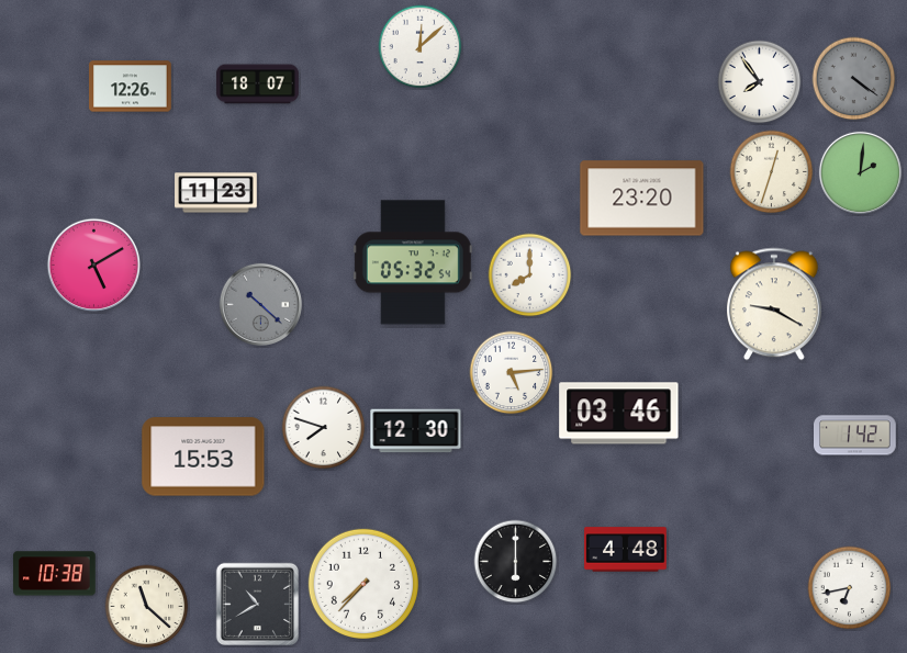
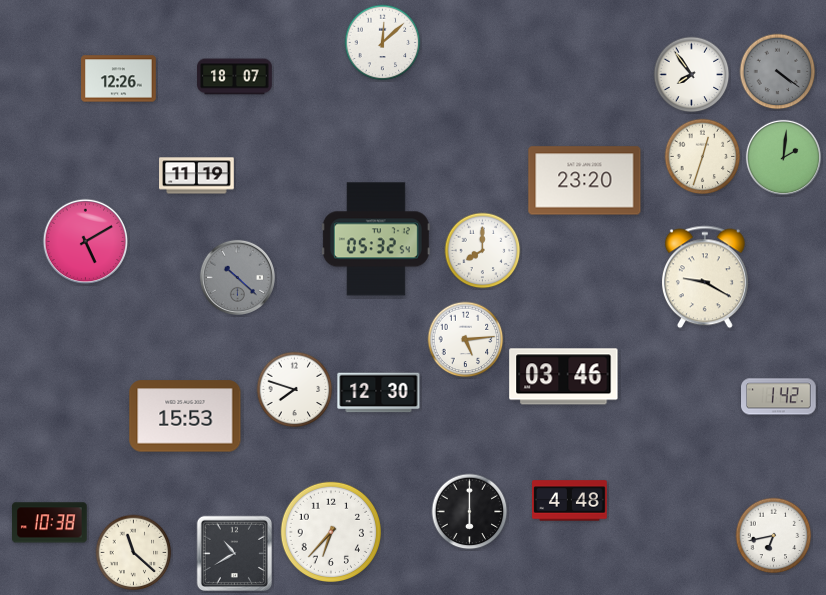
clock at (216, 193): 11:23 -> 11:19
clock at (362, 583): 7:37 -> 6:37
clock at (257, 604) position: (257, 604) -> (234, 553)
